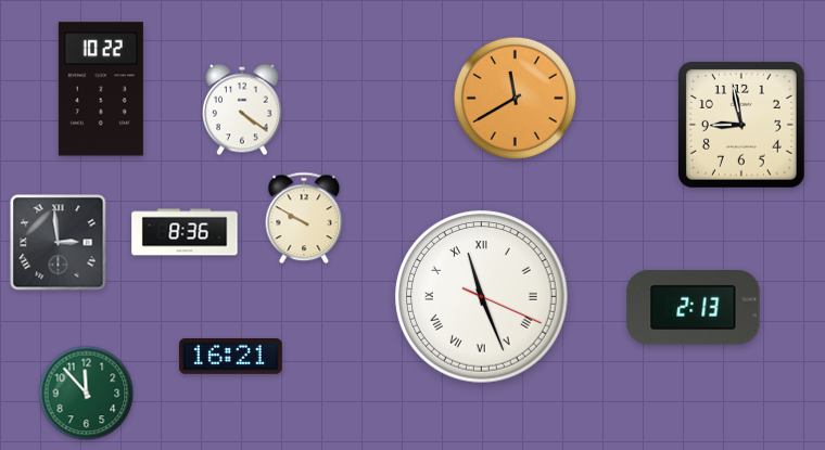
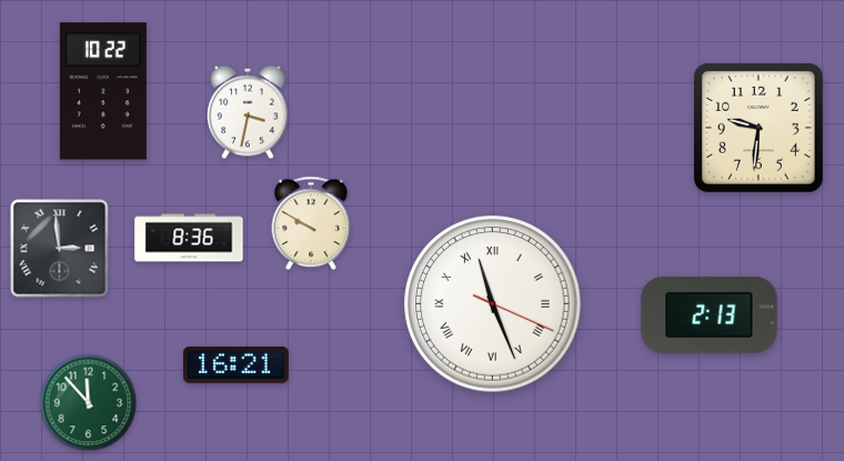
clock at (515, 98): 11:40 -> none
clock at (242, 110): 4:21 -> 3:32
clock at (742, 126): 8:58 -> 9:31
